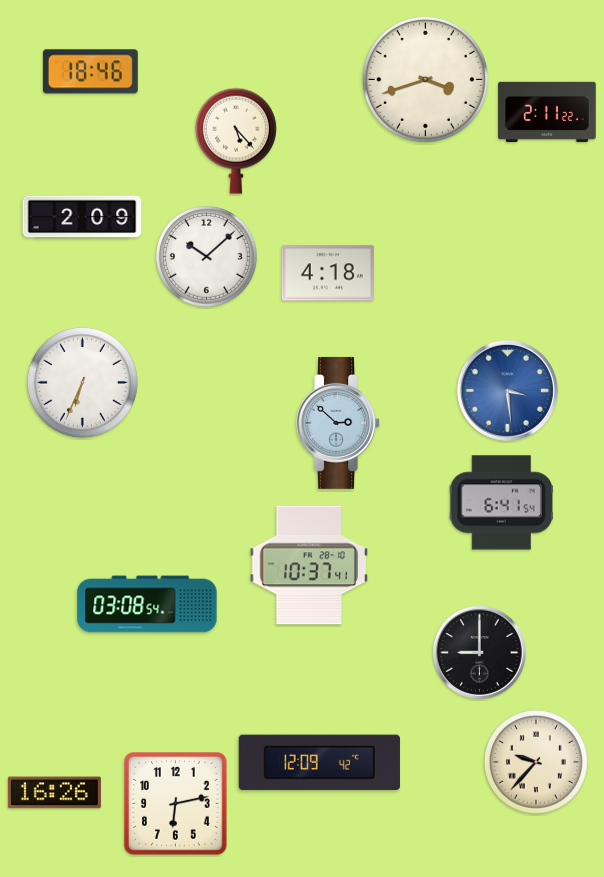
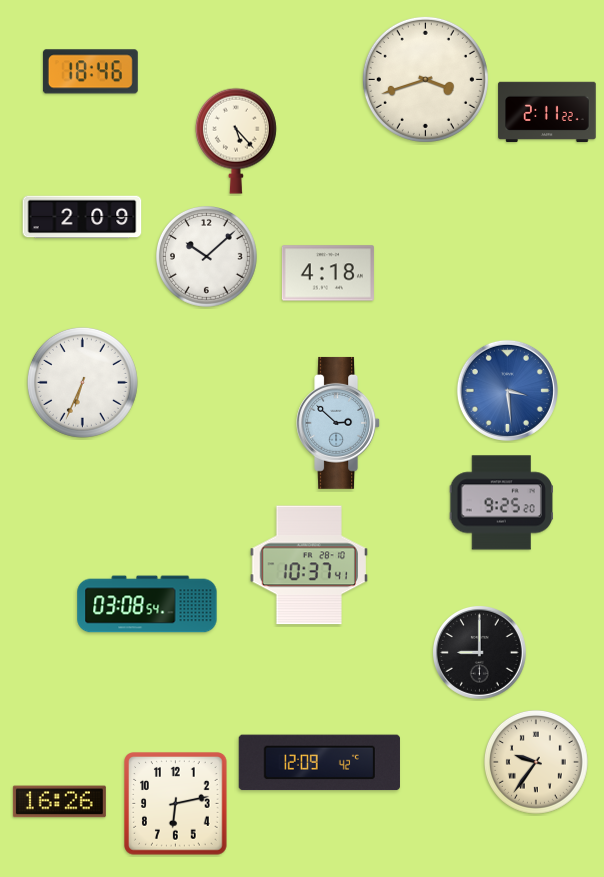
clock at (501, 503): 6:41 -> 9:25
clock at (536, 762): 9:37 -> 9:36
clock at (54, 793) position: (54, 793) -> (59, 802)
